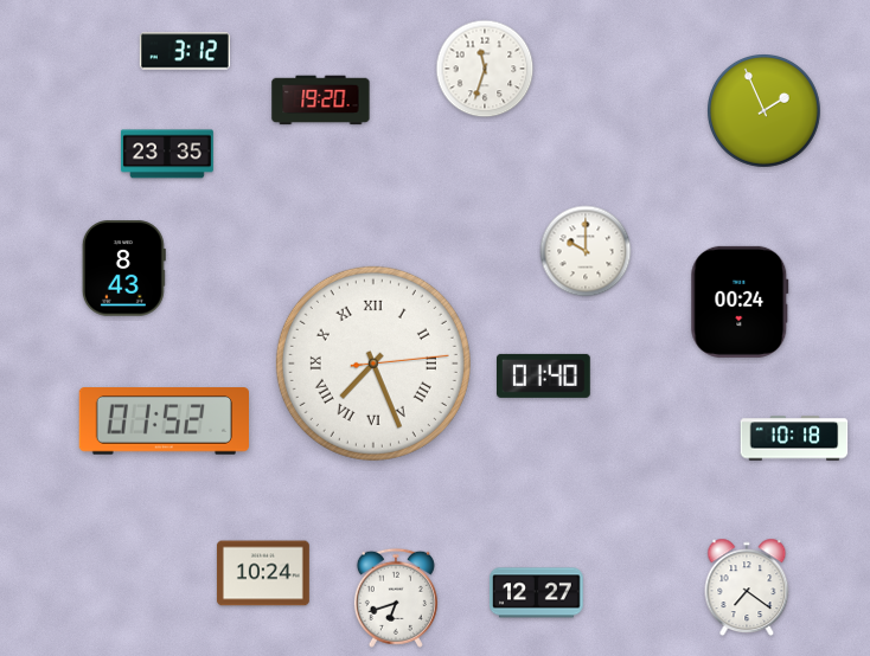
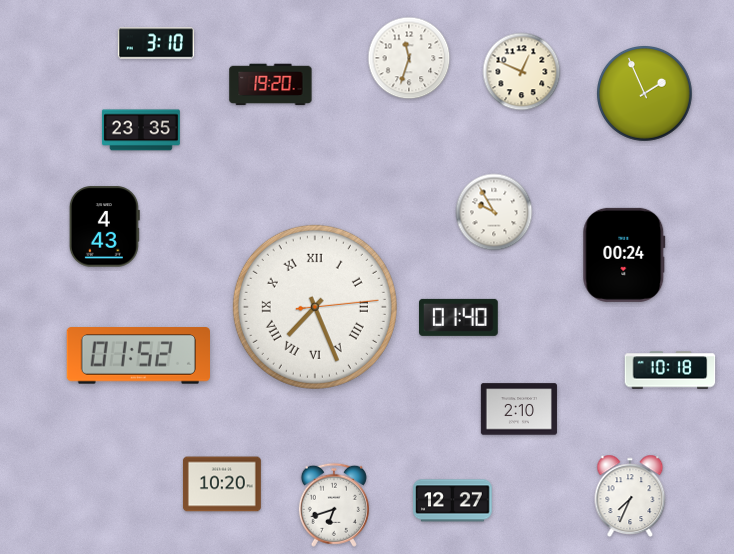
clock at (185, 51): 3:12 -> 3:10
clock at (522, 72): none -> 12:49
clock at (586, 251): 10:00 -> 9:55
clock at (123, 269): 8:43 -> 4:43
clock at (519, 409): none -> 2:10
clock at (263, 573): 10:24 -> 10:20
clock at (747, 587): 7:21 -> 7:34
